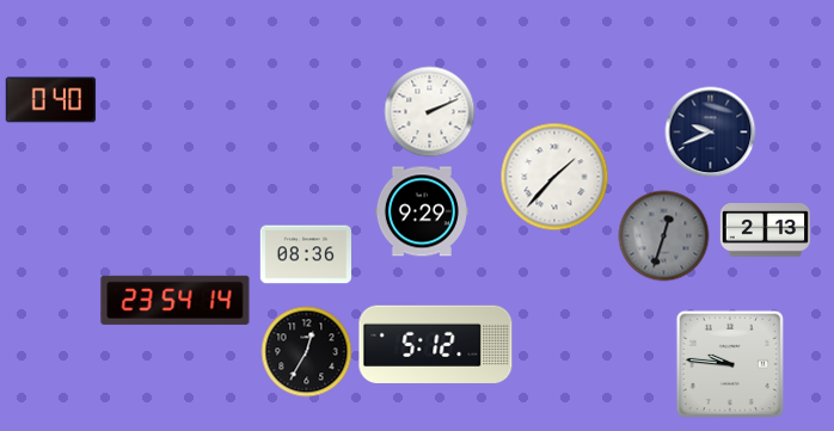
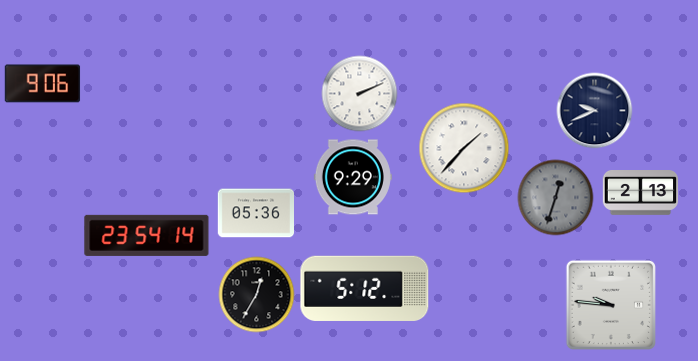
clock at (51, 100): 0:40 -> 9:06
clock at (305, 254): 08:36 -> 05:36
clock at (176, 300) position: (176, 300) -> (147, 235)
